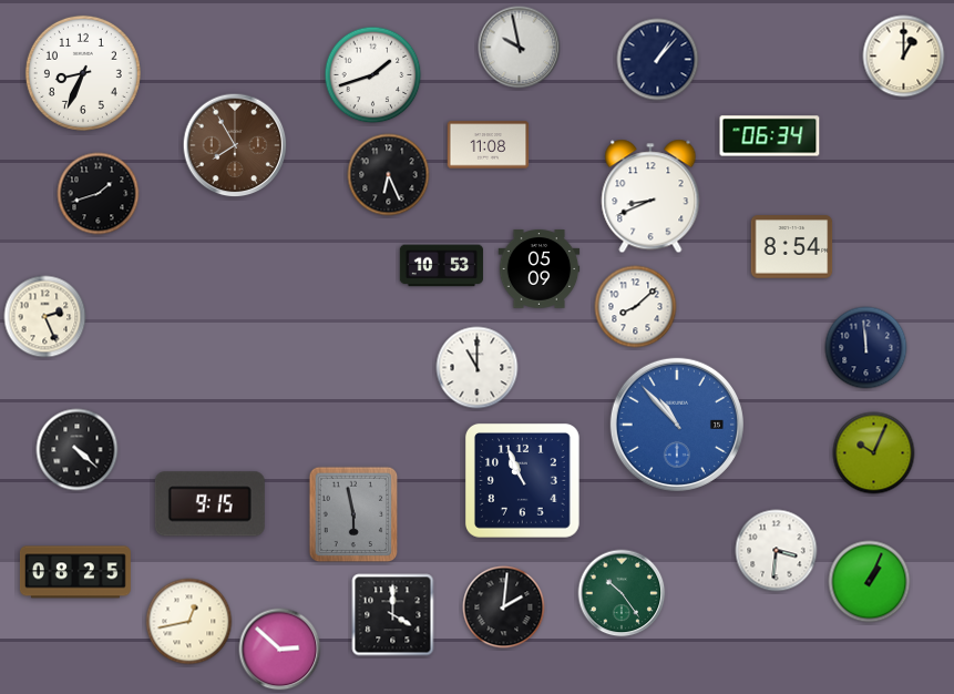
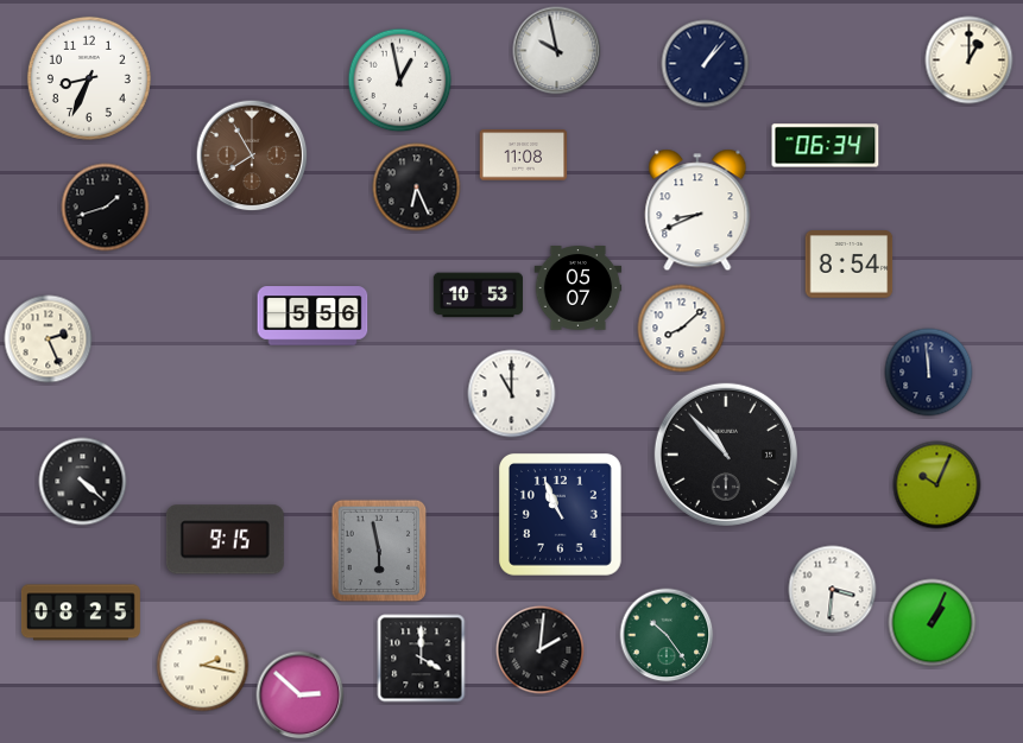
clock at (373, 75): 1:42 -> 12:58
clock at (441, 266) position: (441, 266) -> (478, 296)
clock at (540, 269): 05:09 -> 05:07
clock at (312, 316): none -> 5:56
clock at (677, 425) dial: blue -> black
clock at (189, 622): 12:43 -> 2:17
